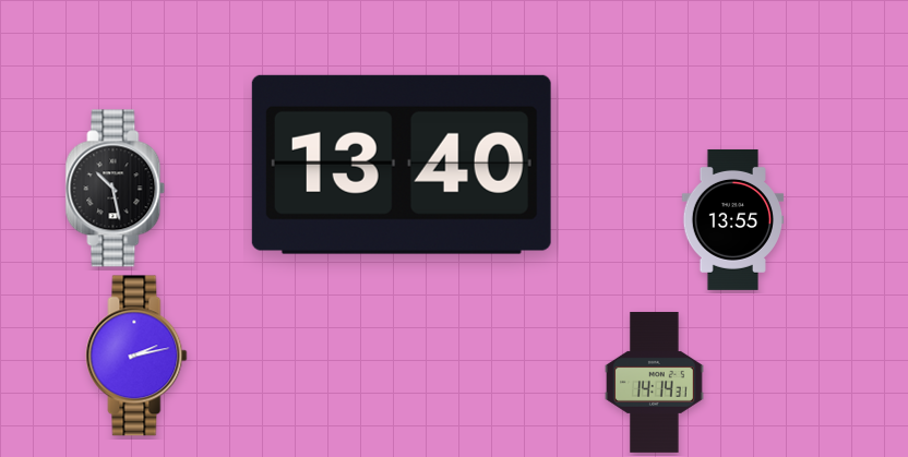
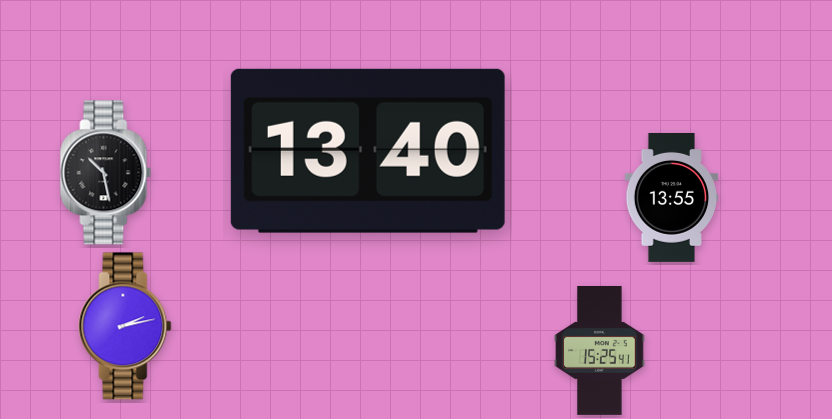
clock at (733, 219) position: (733, 219) -> (672, 197)
clock at (655, 382): 14:14 -> 15:25
